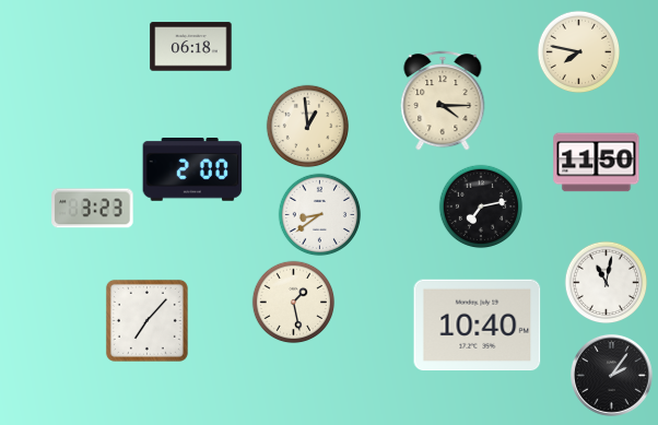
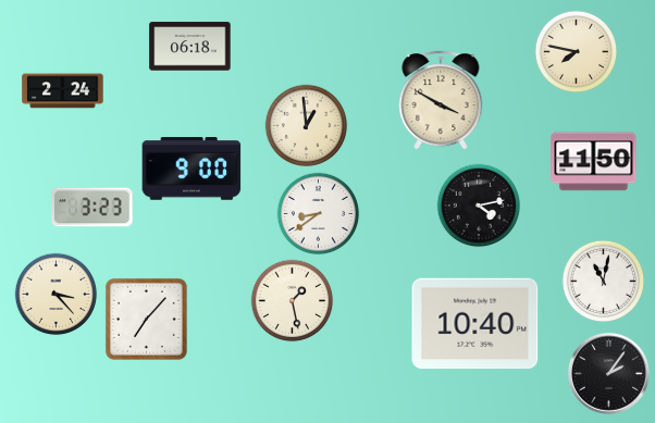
clock at (63, 91): none -> 2:24
clock at (443, 101): 4:15 -> 3:50
clock at (192, 170): 2:00 -> 9:00
clock at (481, 206): 7:13 -> 4:13
clock at (57, 295): none -> 3:23
